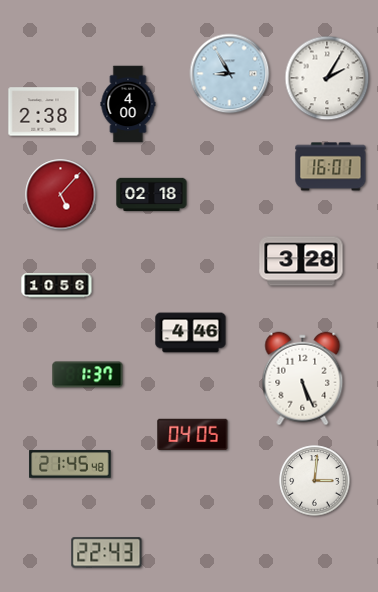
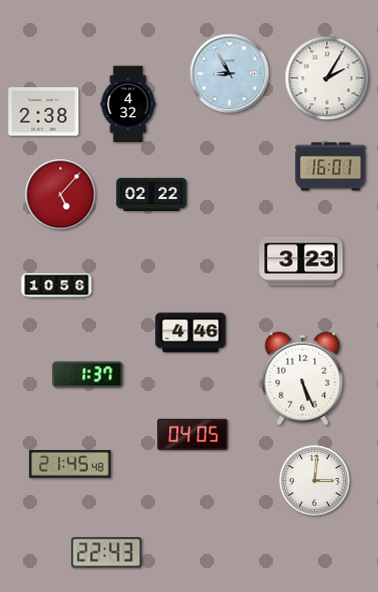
clock at (128, 104): 4:00 -> 4:32
clock at (152, 195): 02:18 -> 02:22
clock at (301, 261): 3:28 -> 3:23
